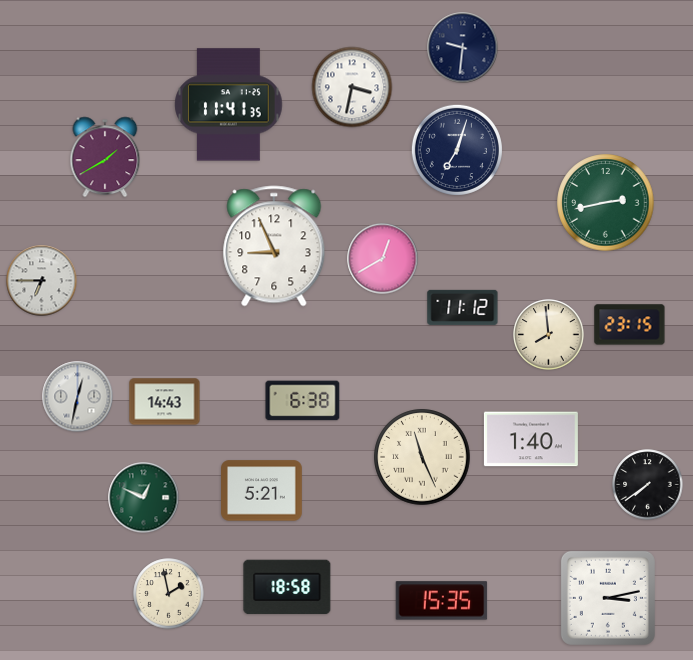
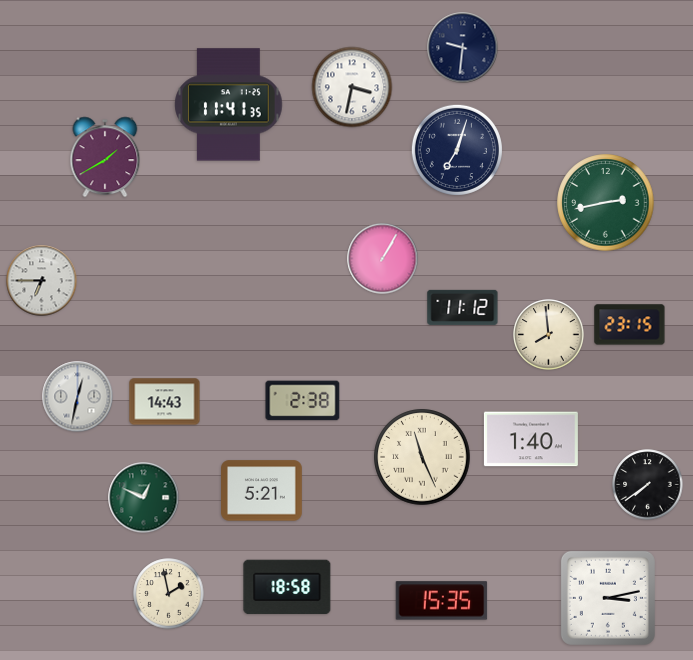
clock at (274, 246): 8:56 -> none
clock at (383, 259): 12:40 -> 1:05
clock at (303, 401): 6:38 -> 2:38
